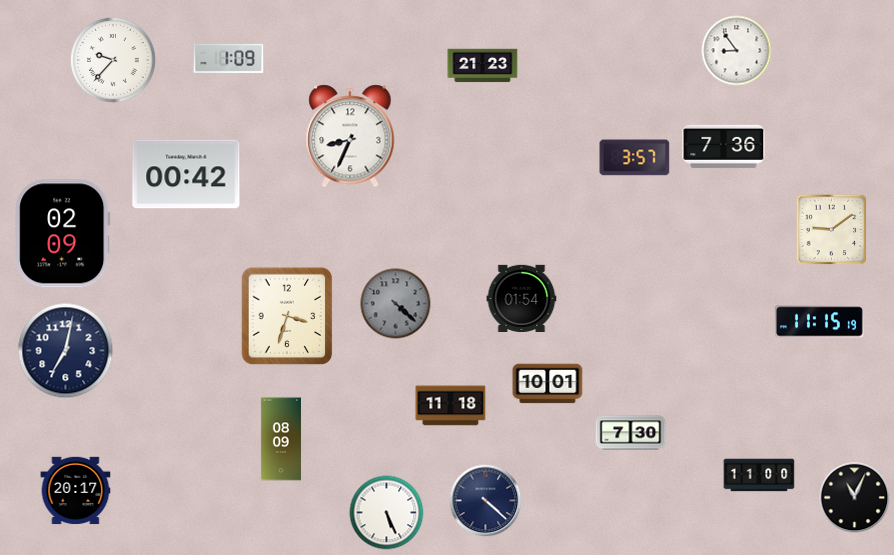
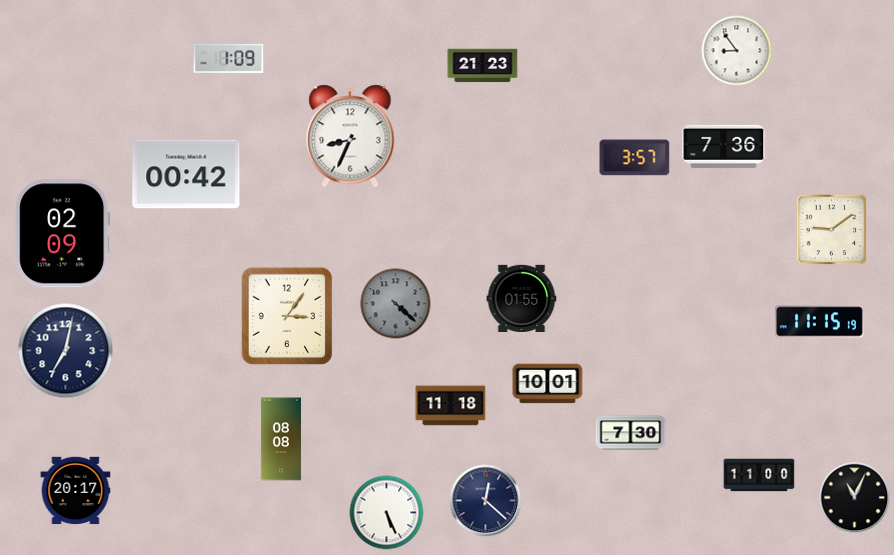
clock at (113, 60): 9:37 -> none
clock at (522, 298): 01:54 -> 01:55
clock at (287, 316): 3:33 -> 3:06
clock at (281, 439): 08:09 -> 08:08
clock at (486, 501): 4:22 -> 12:22
